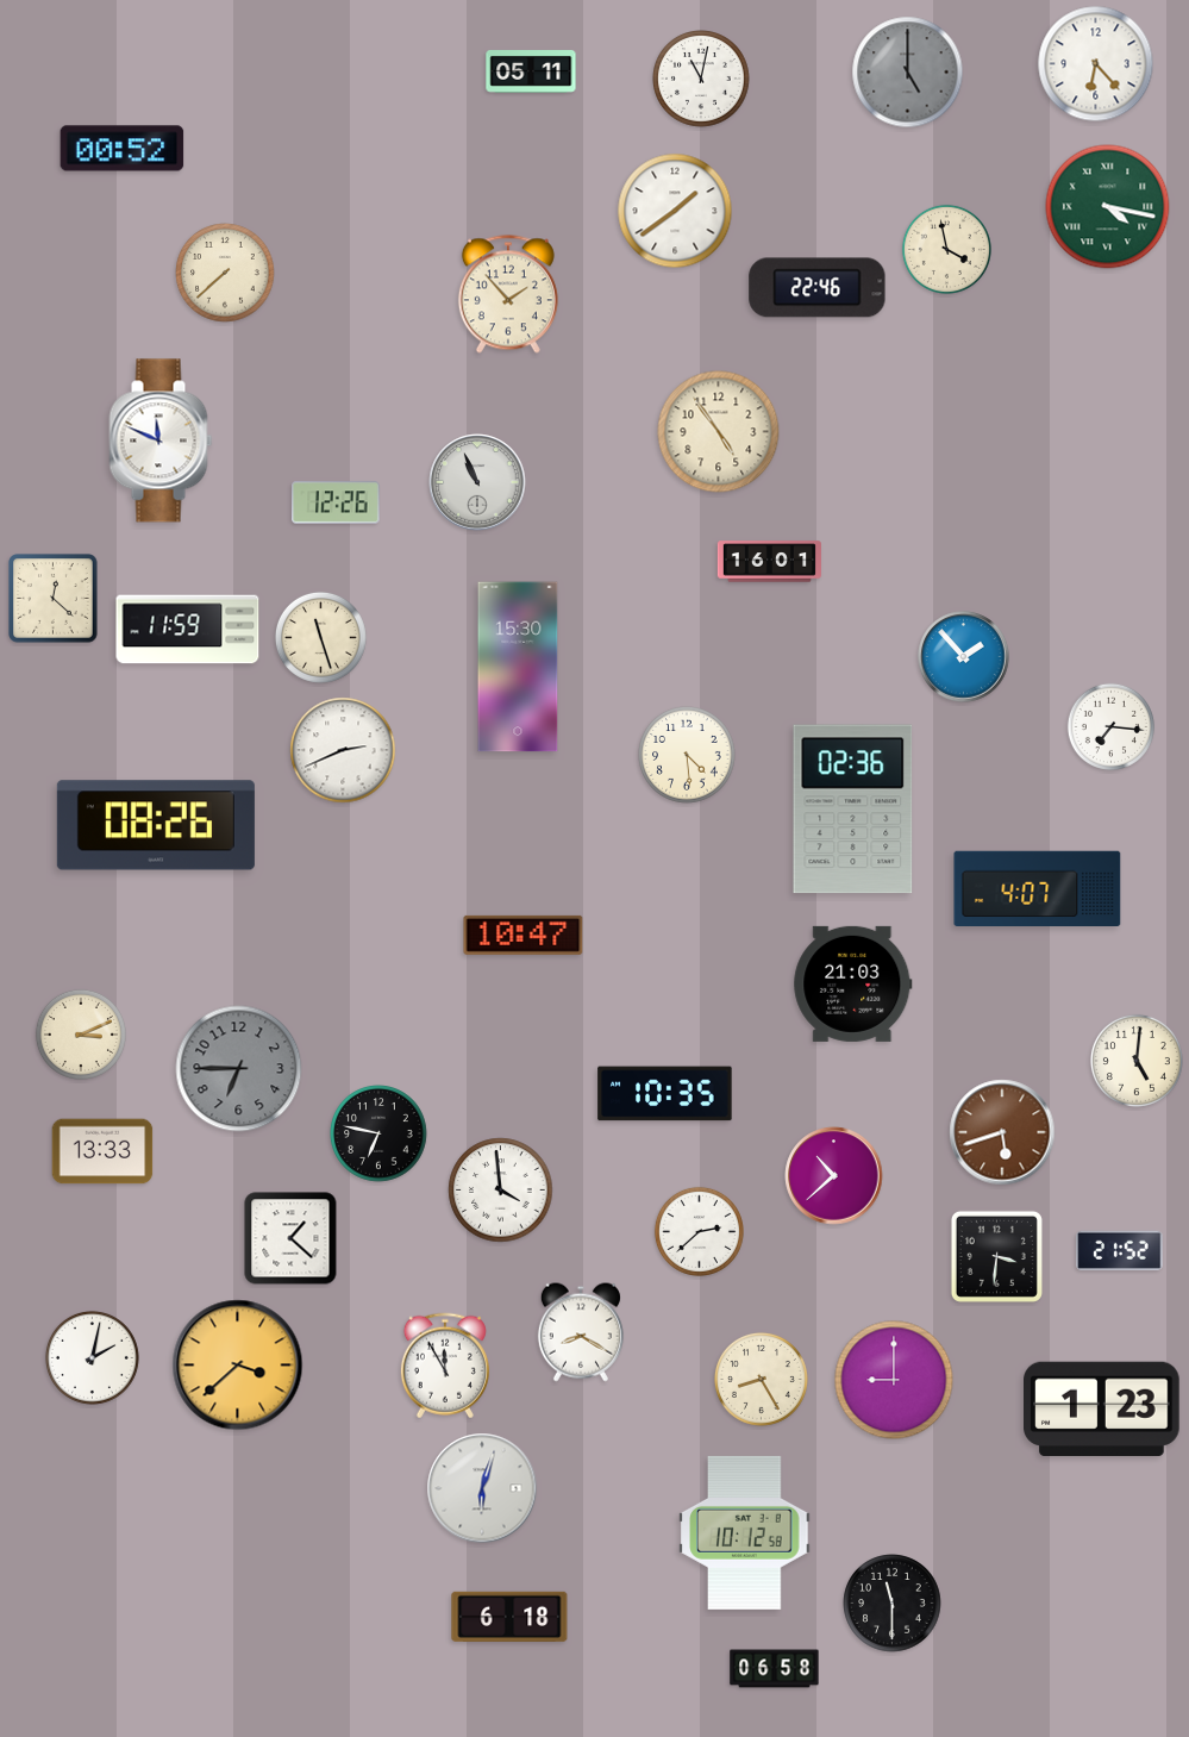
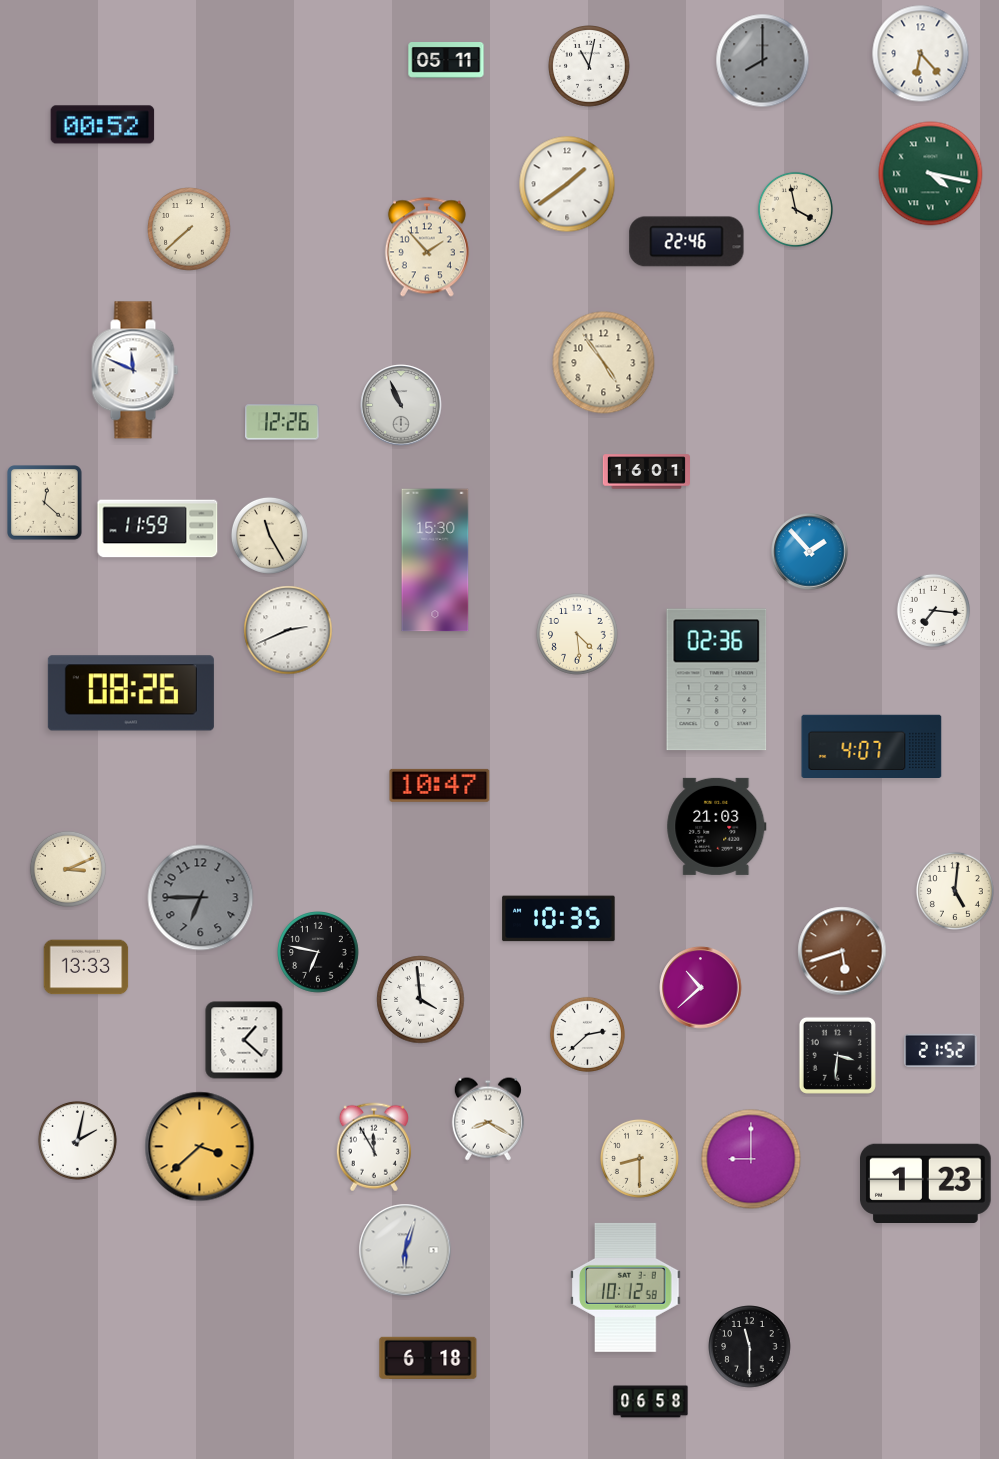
clock at (908, 73): 5:00 -> 8:00
clock at (675, 211) position: (675, 211) -> (567, 184)
clock at (320, 637): 11:27 -> 11:25
clock at (761, 1379): 8:25 -> 8:30
